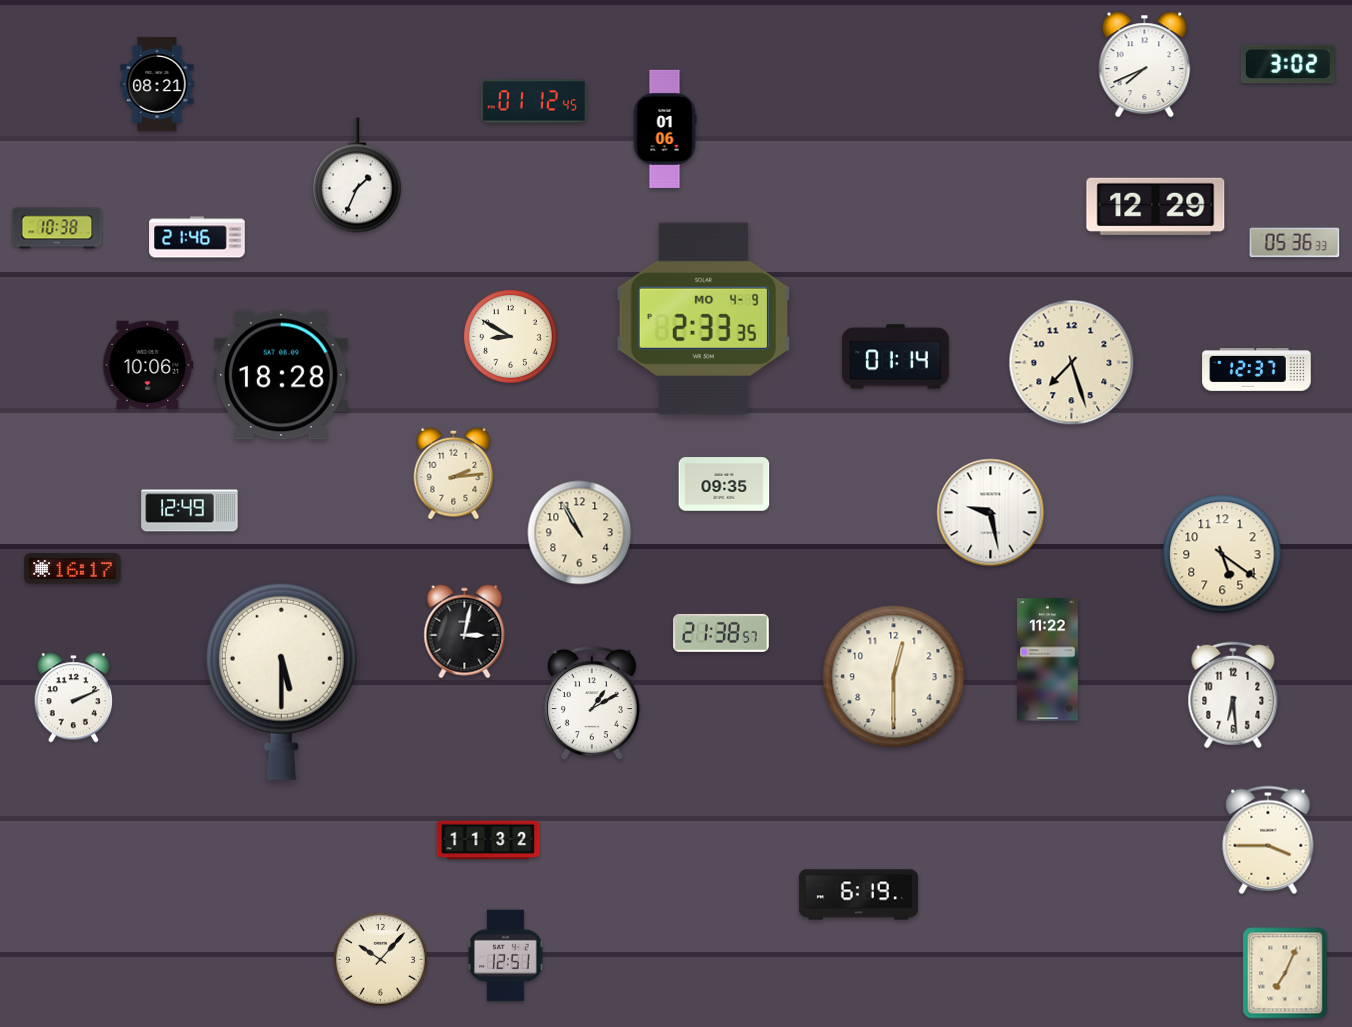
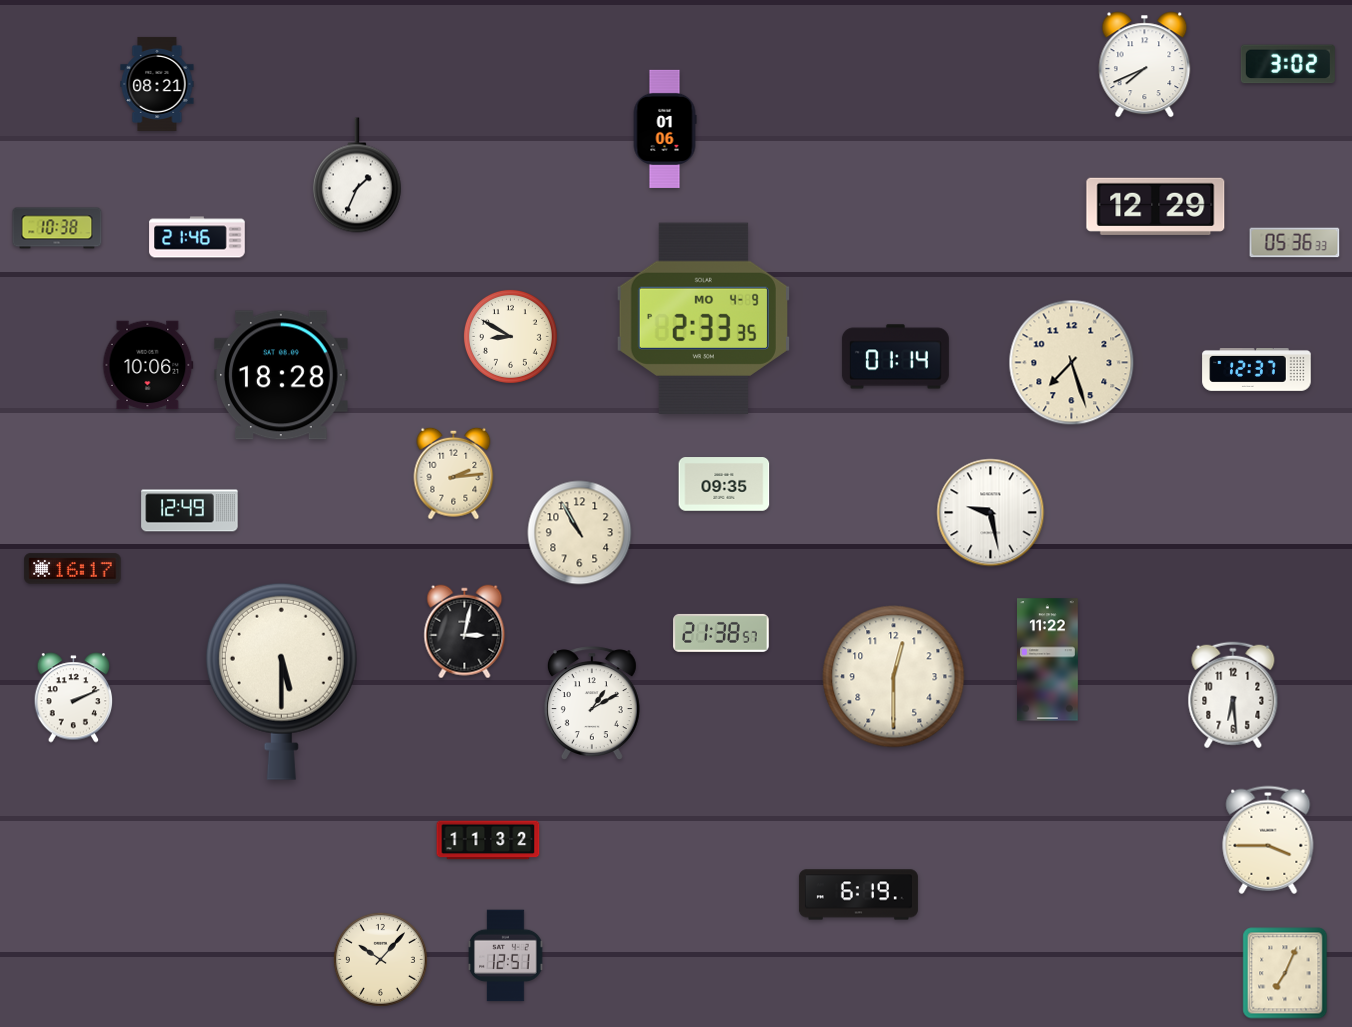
clock at (534, 101): 01:12 -> none
clock at (1222, 554): 5:21 -> none
